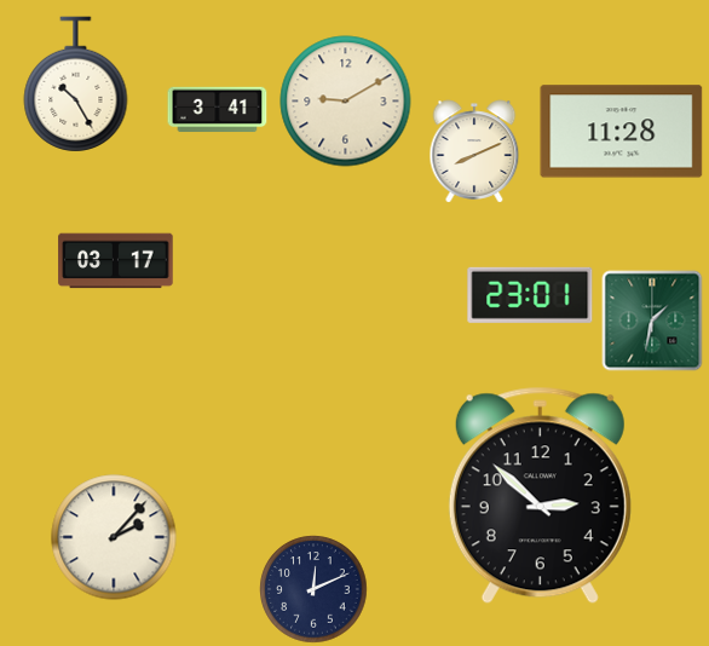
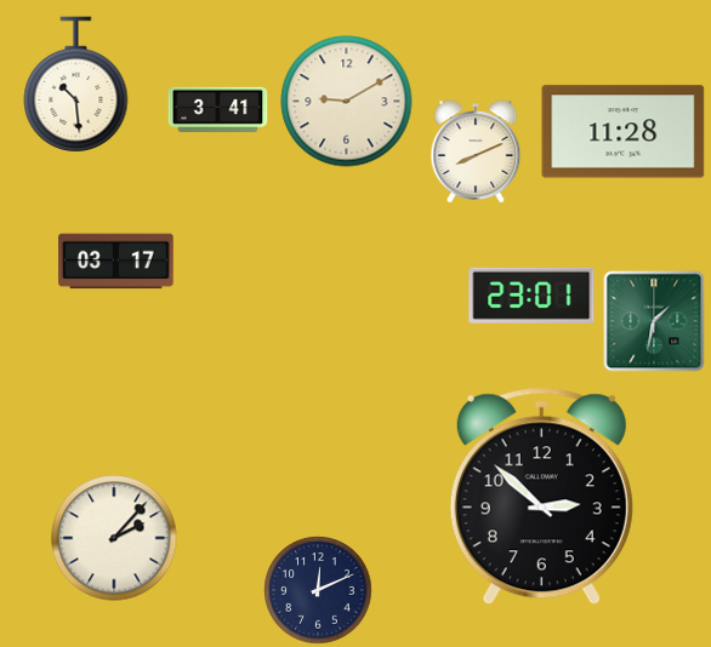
clock at (76, 83): 10:25 -> 10:29
clock at (313, 589) position: (313, 589) -> (318, 590)
